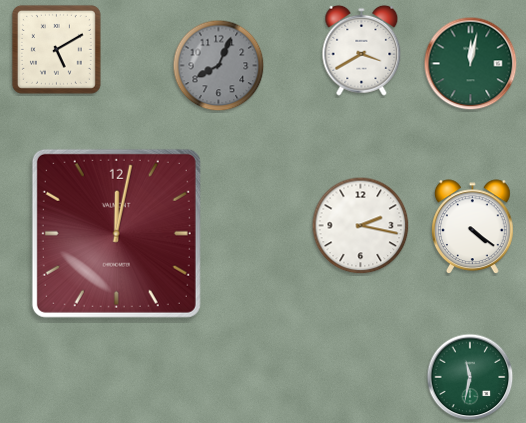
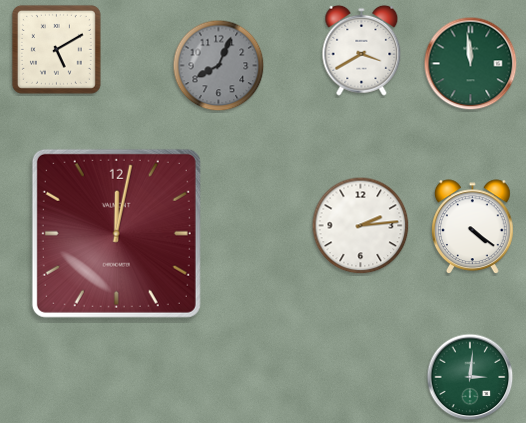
clock at (471, 64): 12:02 -> 11:59
clock at (361, 226): 2:17 -> 2:14
clock at (470, 377): 11:32 -> 3:01
